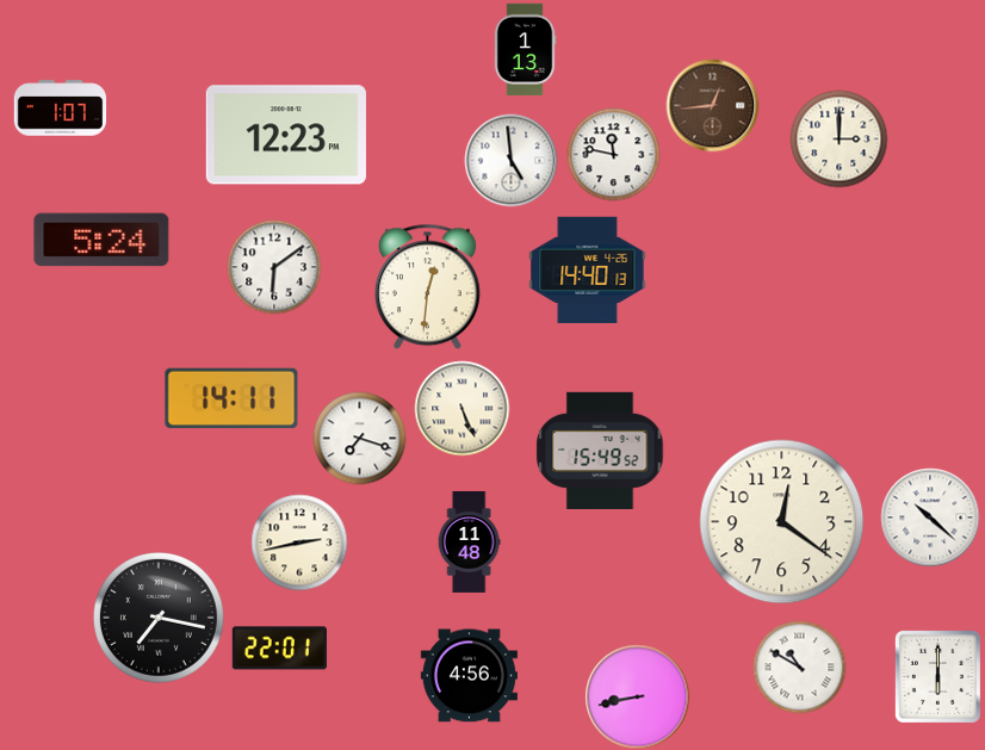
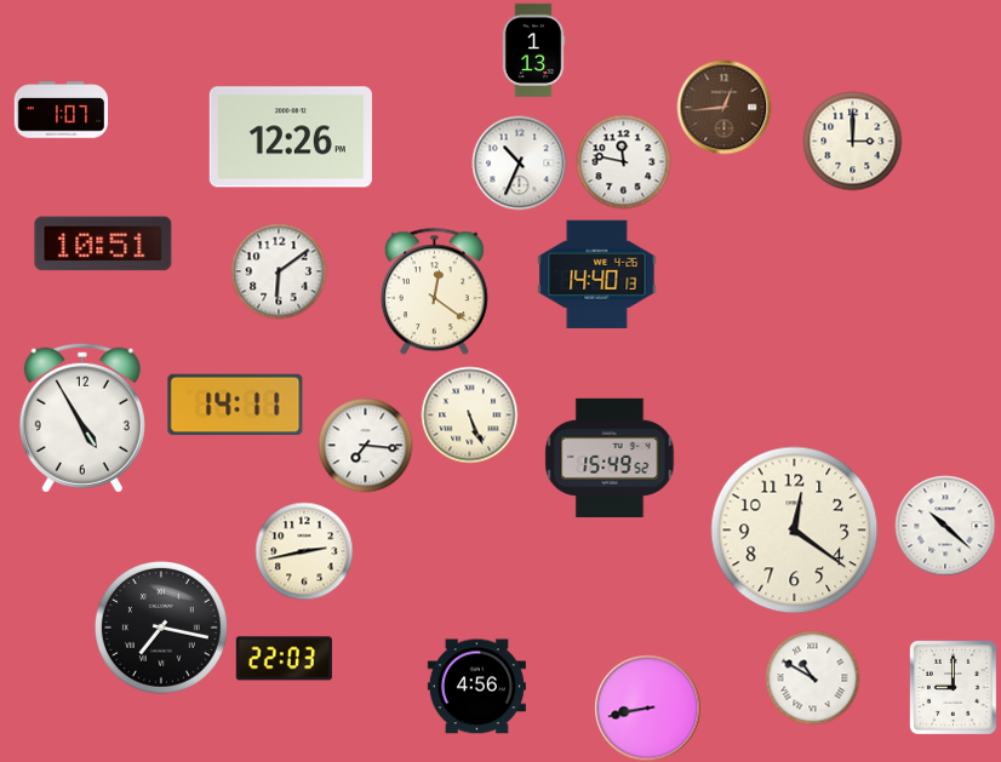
clock at (286, 135): 12:23 -> 12:26
clock at (613, 154) position: (613, 154) -> (623, 161)
clock at (510, 160): 4:59 -> 10:34
clock at (101, 240): 5:24 -> 10:51
clock at (427, 286): 12:31 -> 12:21
clock at (82, 418): none -> 4:55
clock at (359, 438): 7:18 -> 7:16
clock at (469, 541): 11:48 -> none
clock at (279, 649): 22:01 -> 22:03
clock at (937, 676): 6:00 -> 9:00
